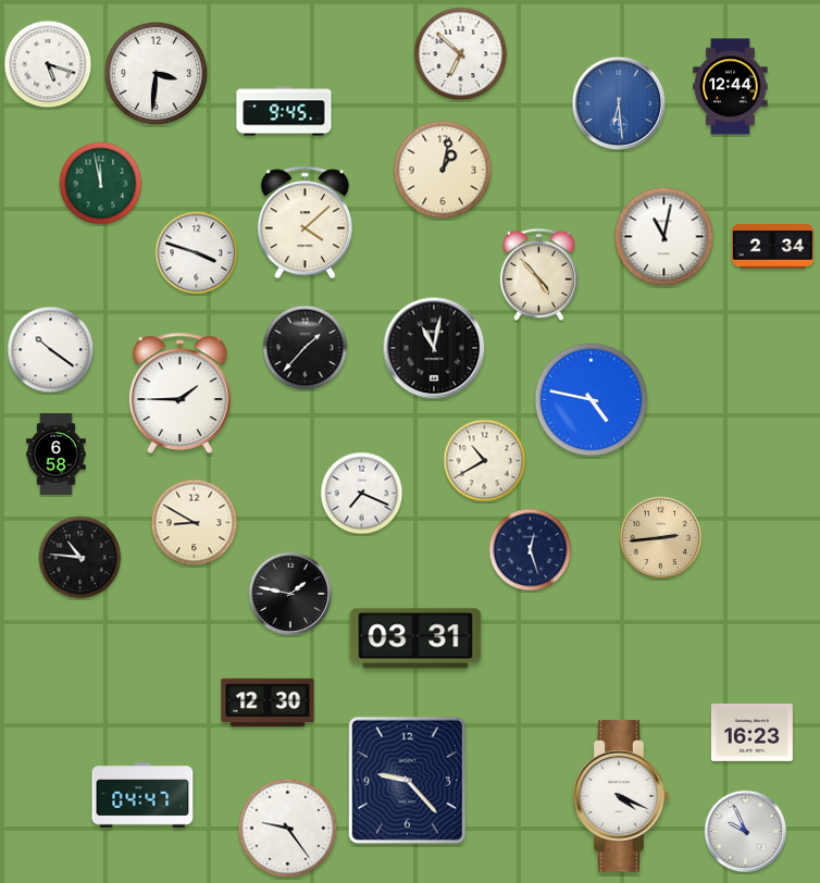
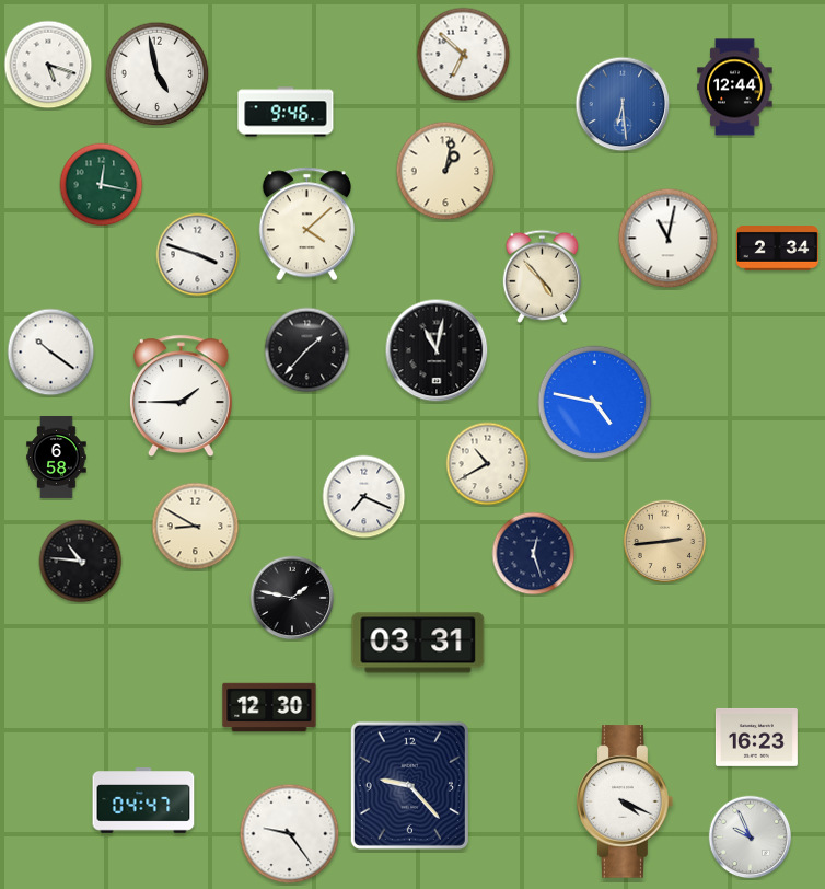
clock at (157, 74): 3:31 -> 4:58
clock at (284, 111): 9:45 -> 9:46
clock at (101, 184): 11:58 -> 12:17
